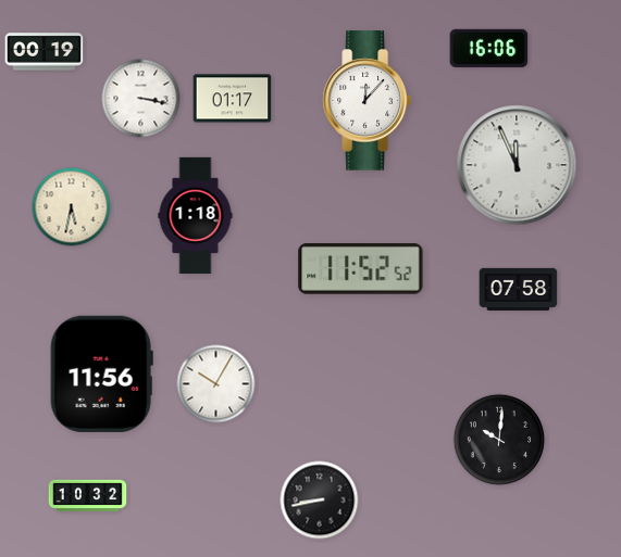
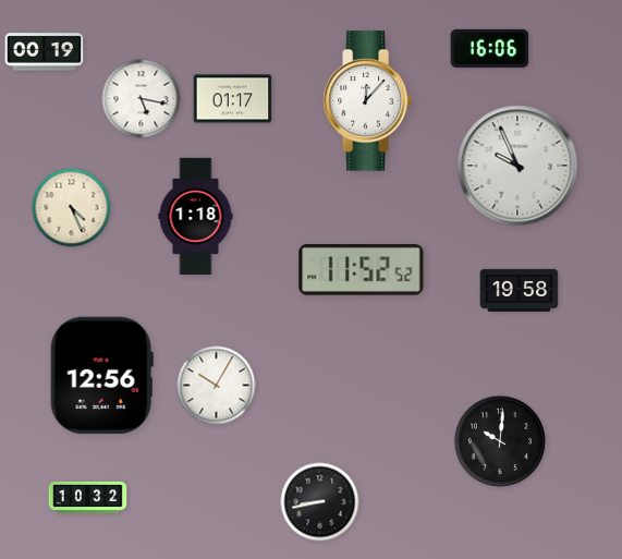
clock at (141, 99): 3:17 -> 5:17
clock at (517, 165): 11:56 -> 9:56
clock at (72, 207): 5:32 -> 4:26
clock at (519, 289): 07:58 -> 19:58
clock at (101, 374): 11:56 -> 12:56
